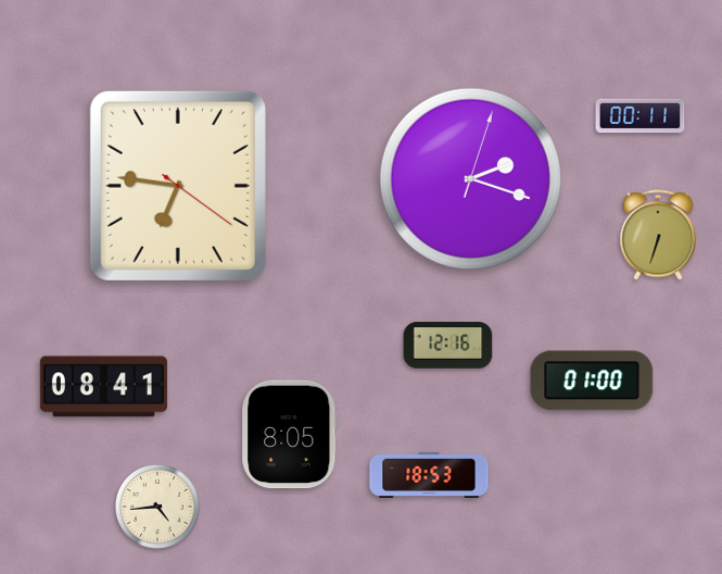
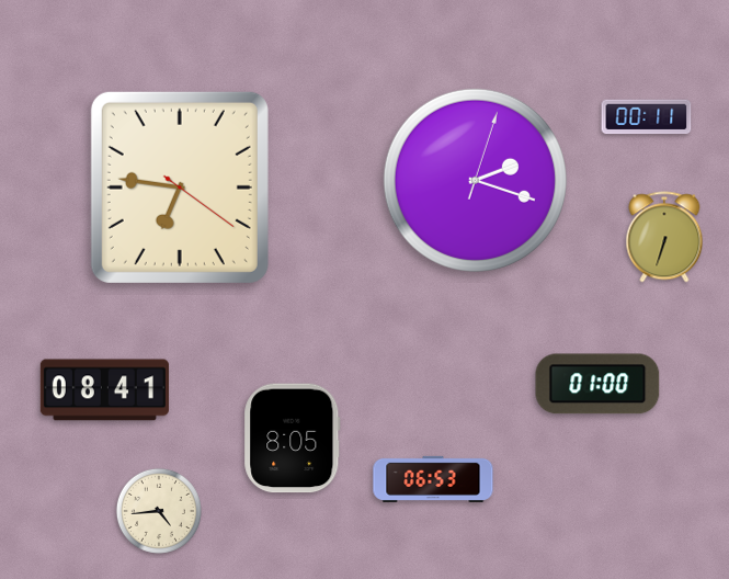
clock at (448, 346): 12:16 -> none
clock at (429, 475): 18:53 -> 06:53
